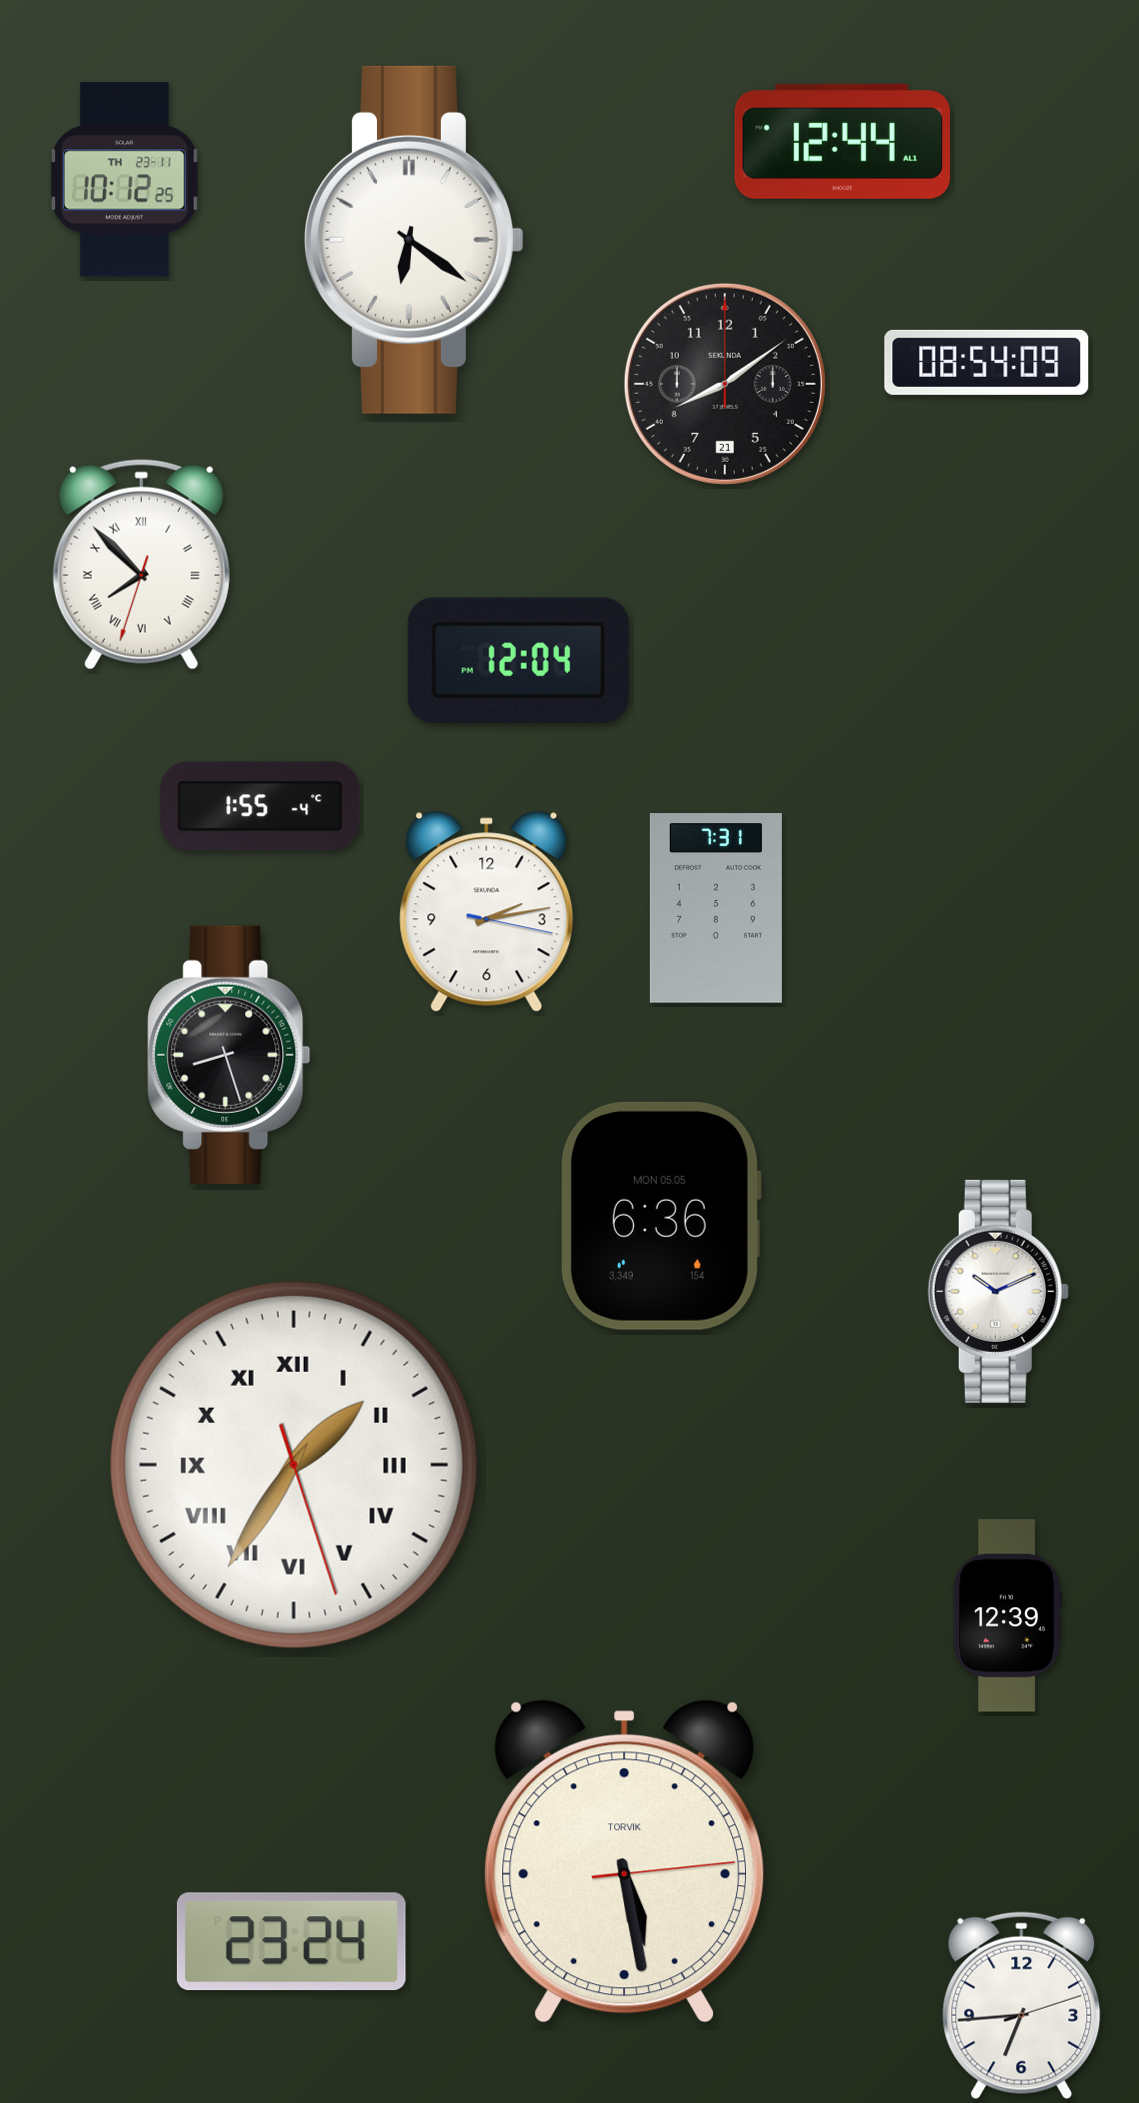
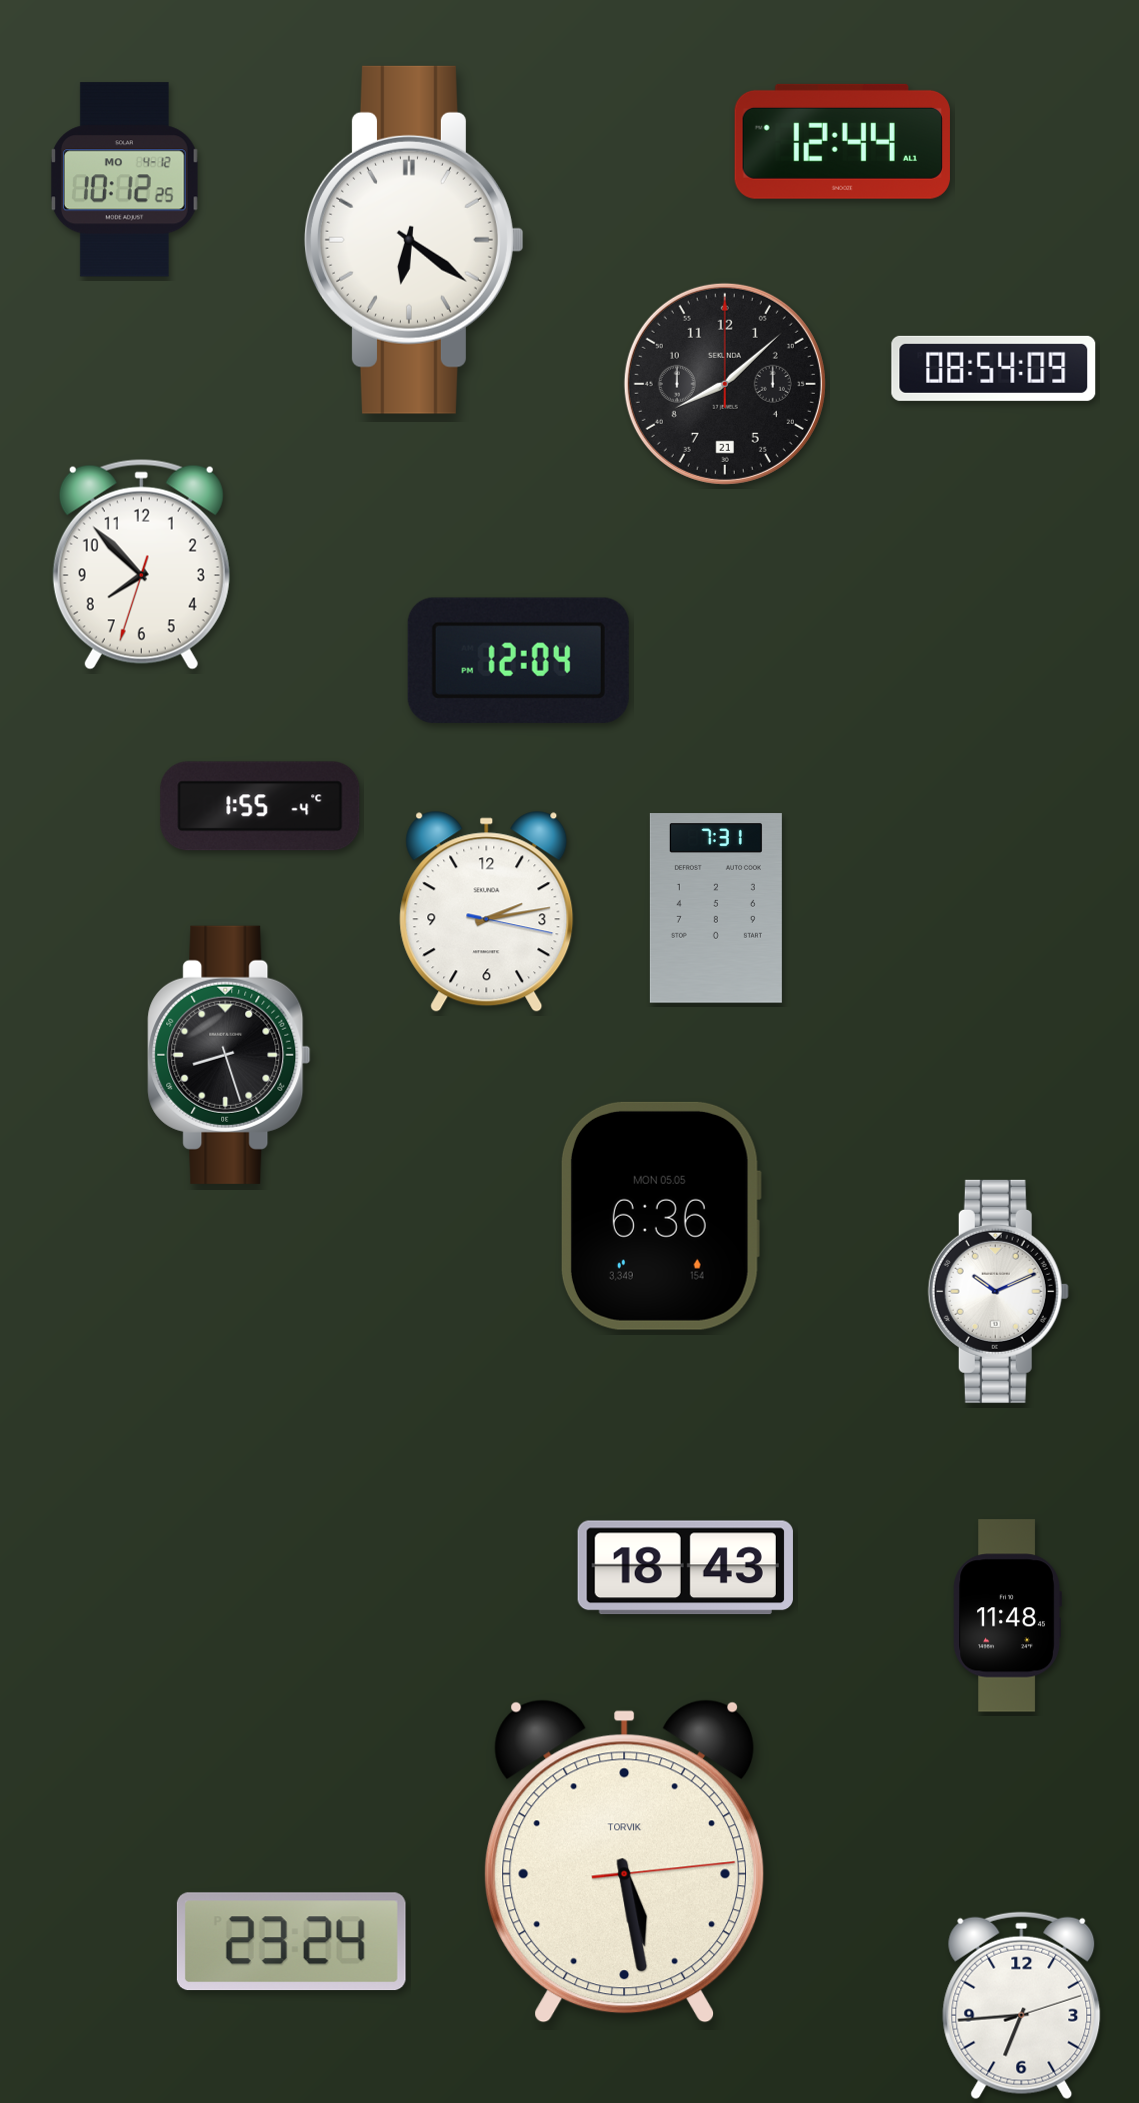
clock at (124, 180) date: TH 23-11 -> MO 4-12
clock at (987, 362) position: (987, 362) -> (994, 368)
clock at (725, 384): 8:09 -> 8:08
clock at (141, 564) numerals: Roman -> Arabic
clock at (294, 1465): 1:35 -> none
clock at (685, 1568): none -> 18:43
clock at (1007, 1616): 12:39 -> 11:48
